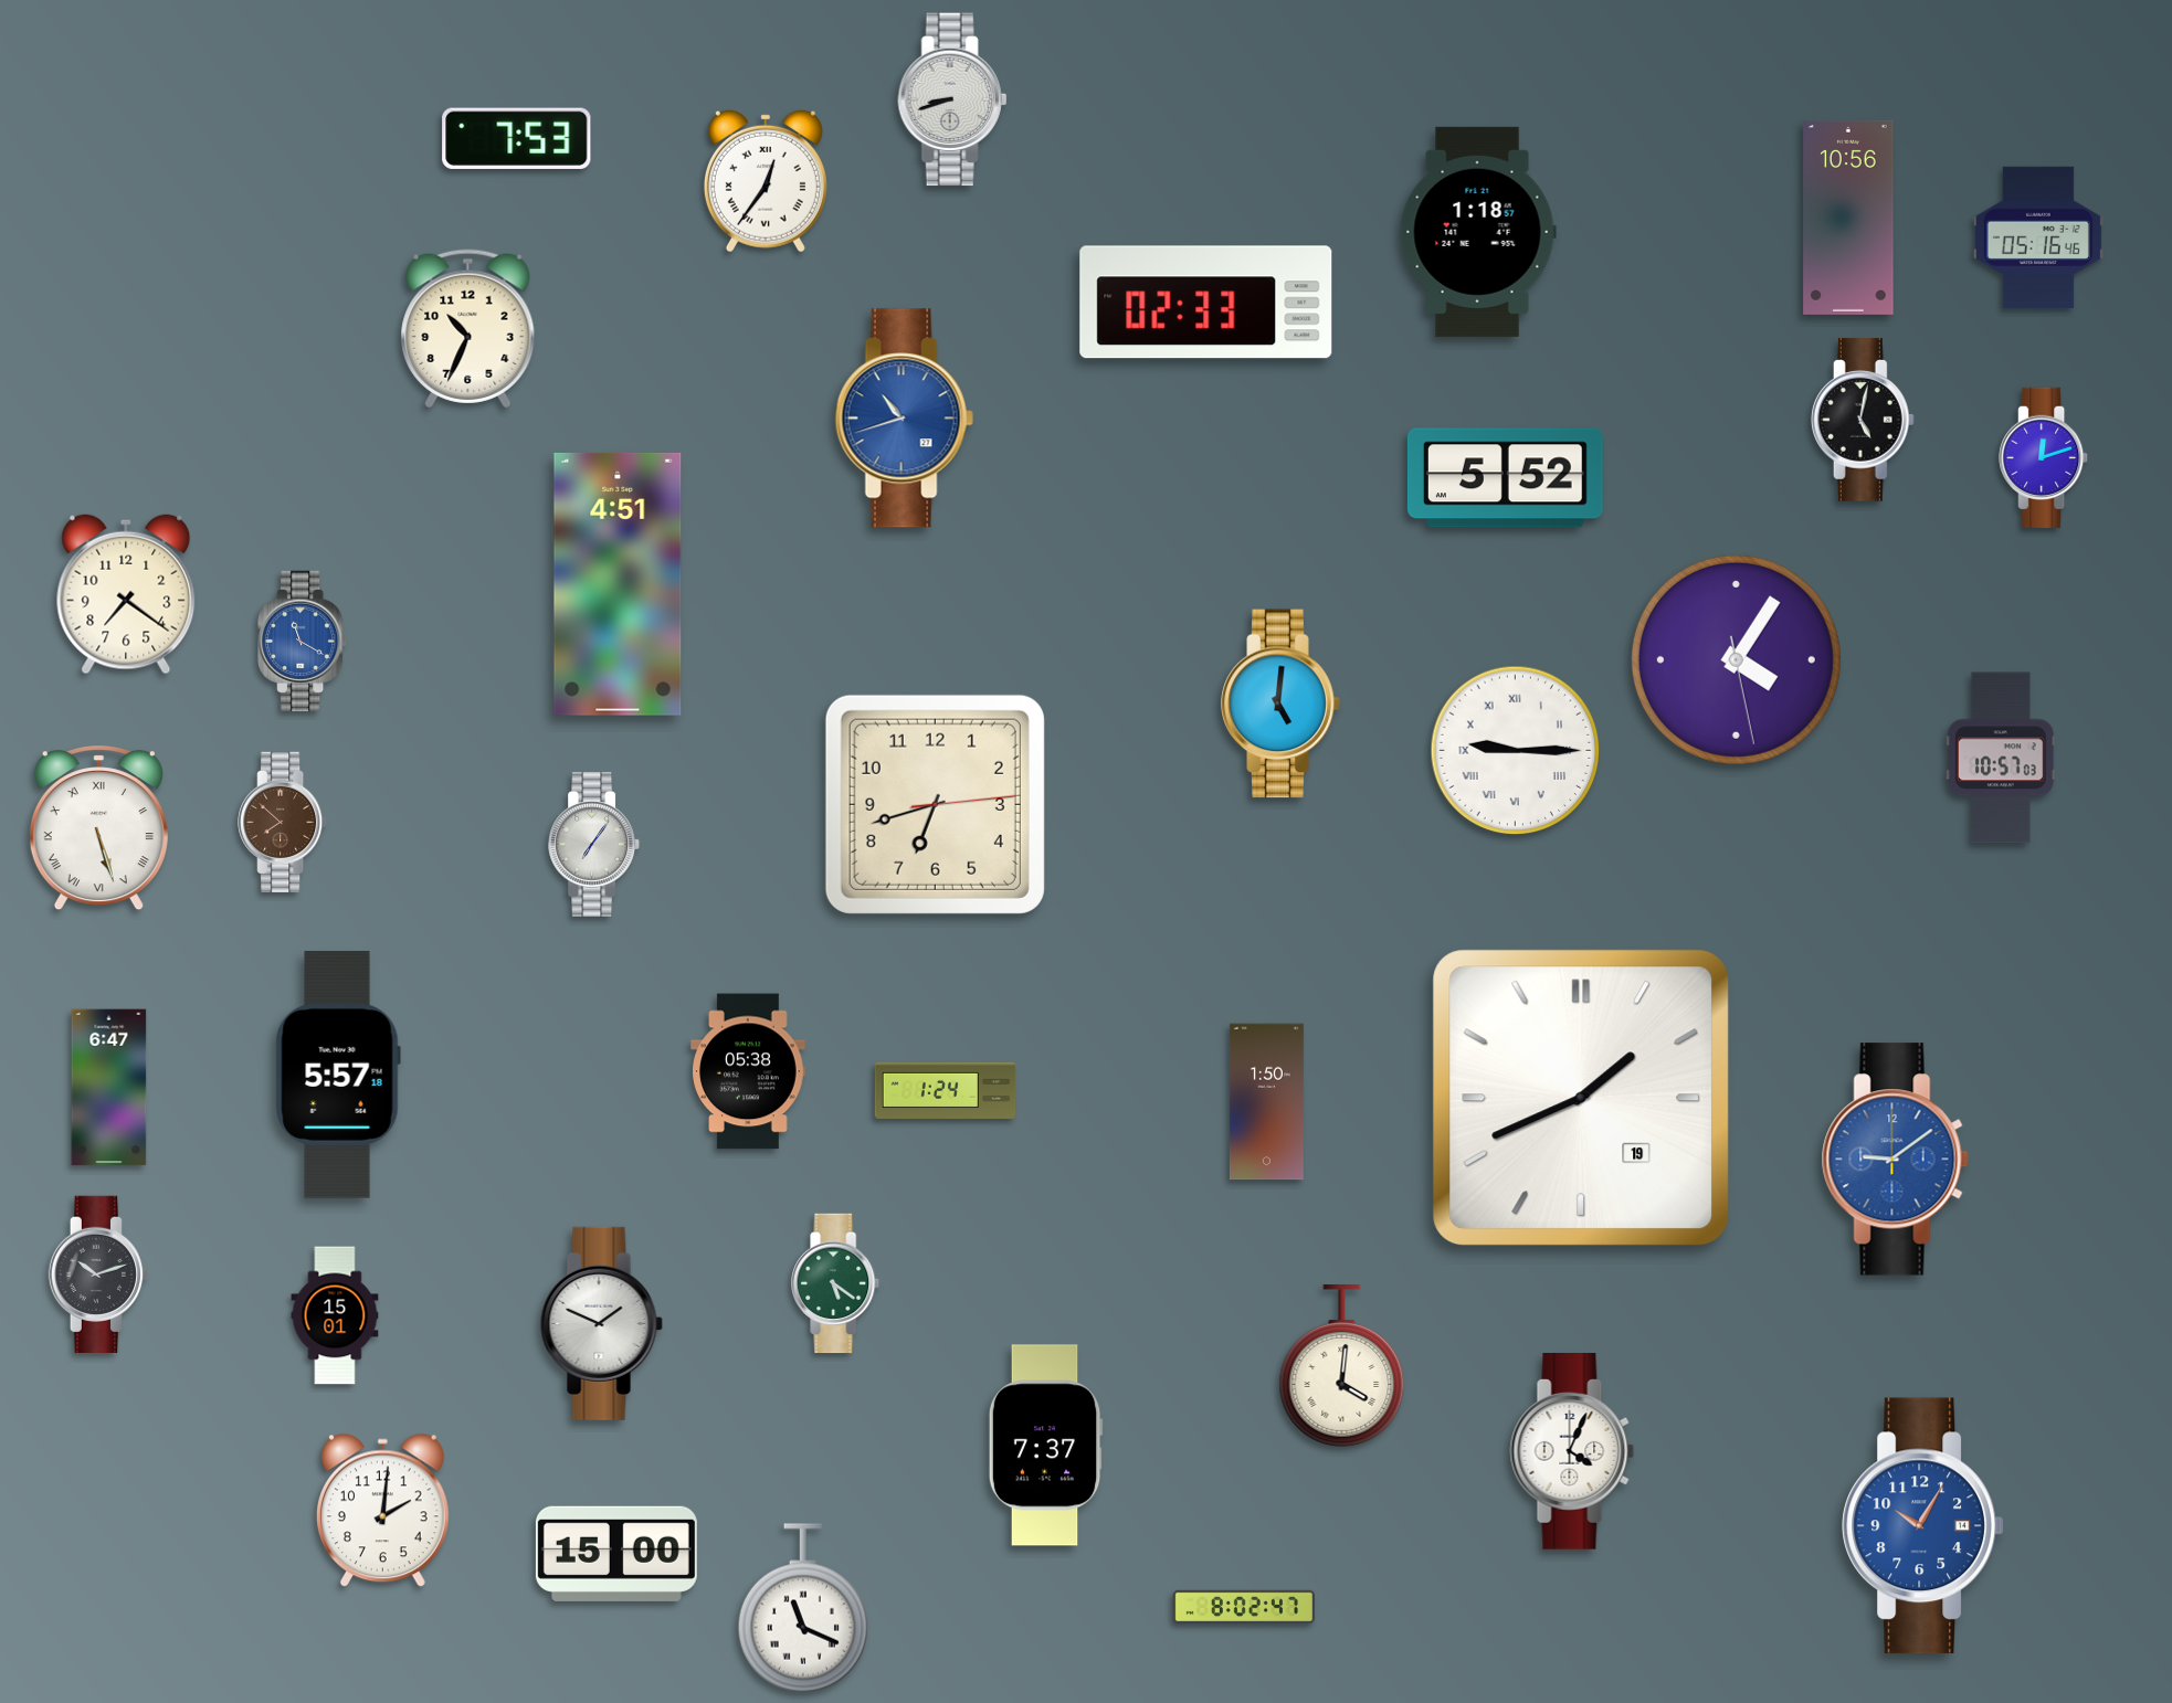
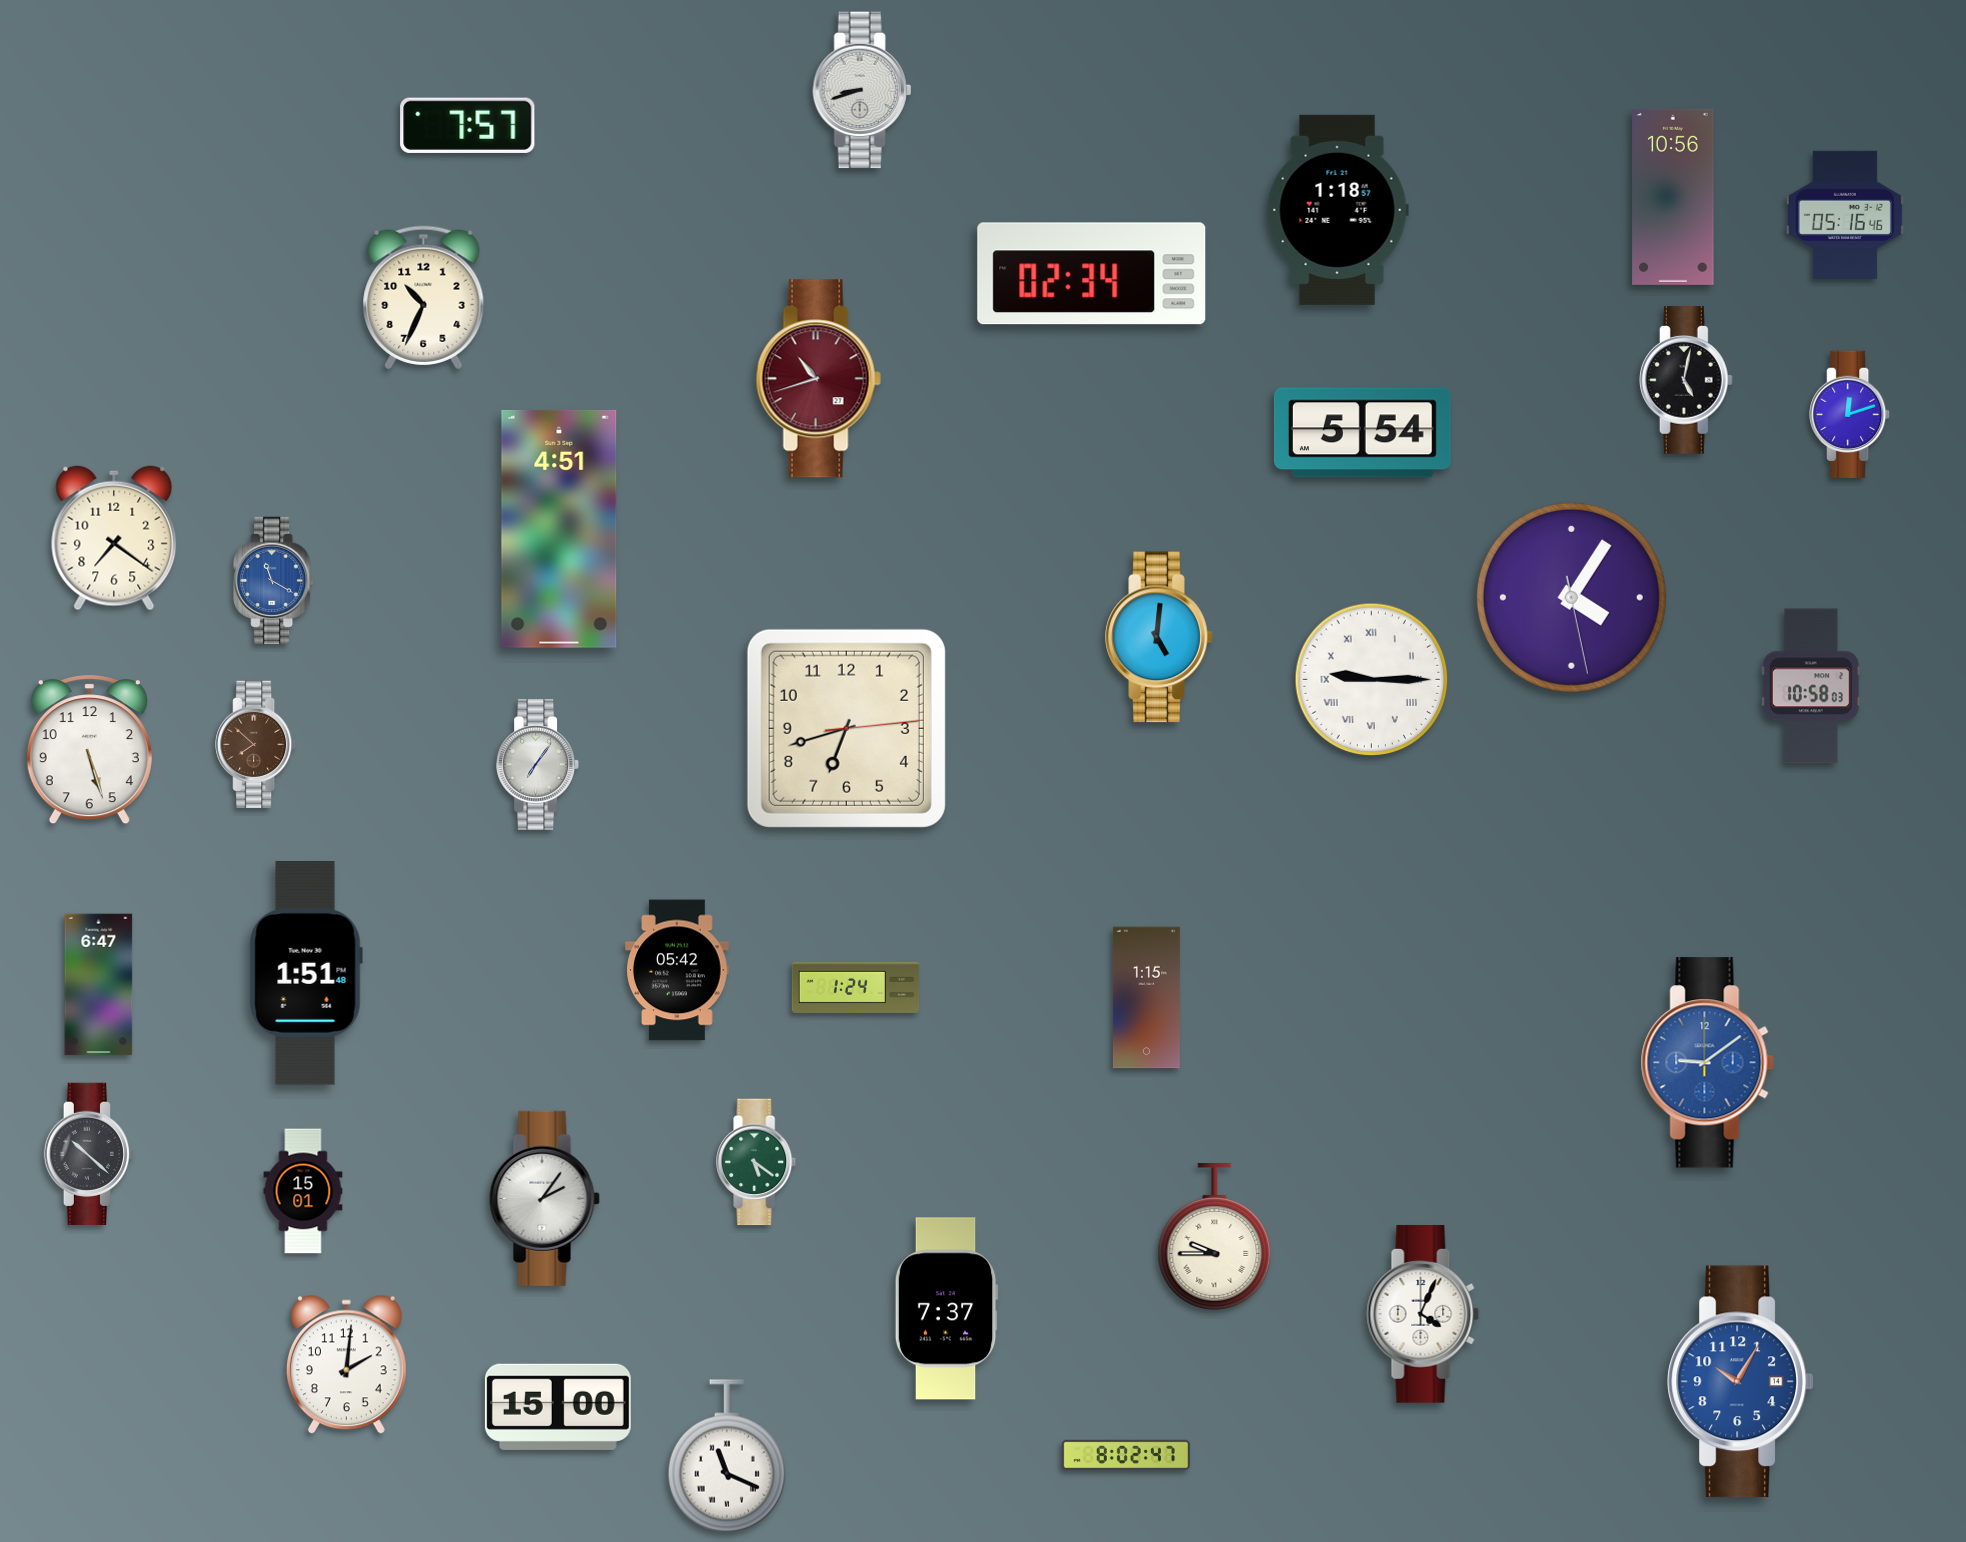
clock at (517, 138): 7:53 -> 7:57
clock at (766, 181): 12:36 -> none
clock at (1206, 303): 02:33 -> 02:34
clock at (904, 419) dial: blue -> burgundy
clock at (1505, 478): 5:52 -> 5:54
clock at (2001, 758): 10:57 -> 10:58
clock at (98, 828) numerals: Roman -> Arabic
clock at (748, 1071): 05:38 -> 05:42
clock at (338, 1076): 5:57 -> 1:51
clock at (1581, 1098): 1:41 -> none
clock at (1266, 1102): 1:50 -> 1:15
clock at (1895, 1160) position: (1895, 1160) -> (1707, 1063)
clock at (98, 1274): 10:12 -> 10:22
clock at (601, 1323): 1:49 -> 2:06
clock at (1342, 1366): 4:01 -> 9:45
clock at (382, 1511) position: (382, 1511) -> (346, 1365)
